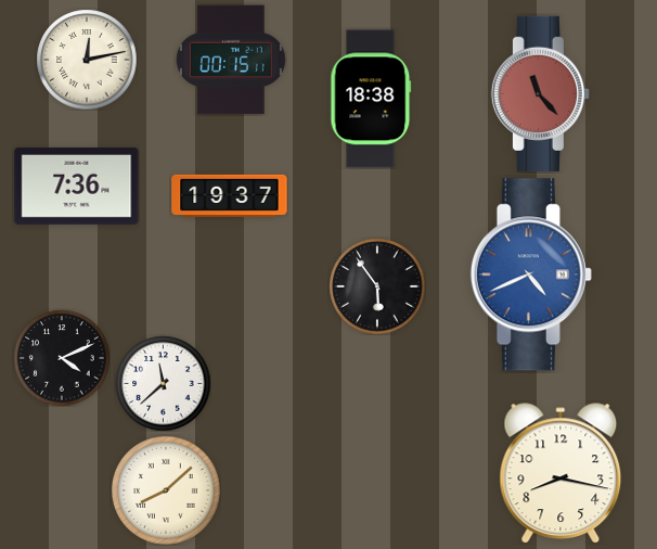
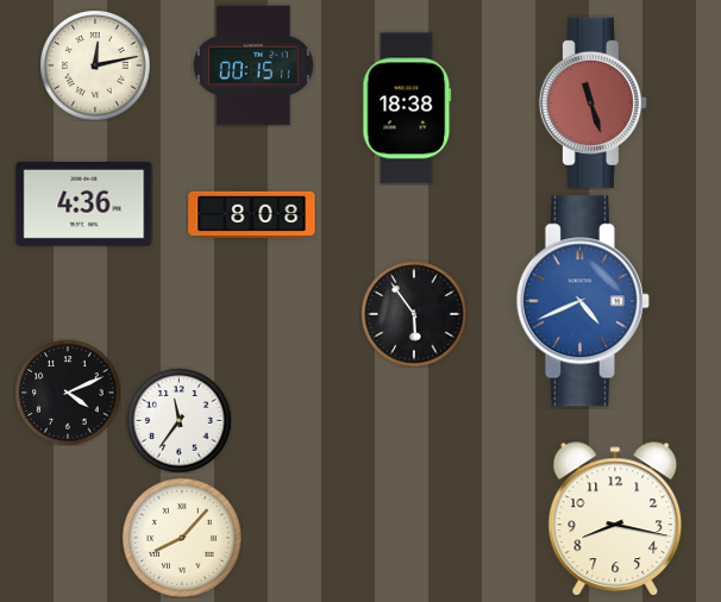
clock at (540, 93): 11:23 -> 11:27
clock at (77, 186): 7:36 -> 4:36
clock at (230, 195): 19:37 -> 8:08
clock at (163, 383): 11:38 -> 11:36
clock at (166, 490): 8:08 -> 8:07
